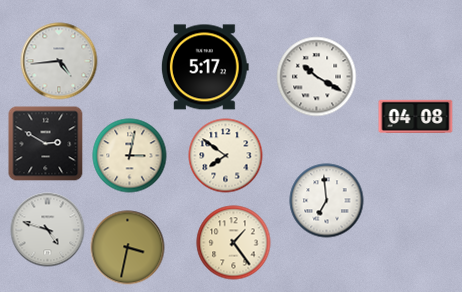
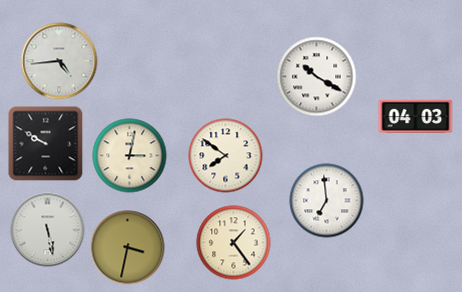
clock at (205, 67): 5:17 -> none
clock at (416, 116): 04:08 -> 04:03
clock at (46, 144): 2:50 -> 9:50
clock at (48, 230): 4:48 -> 5:28
